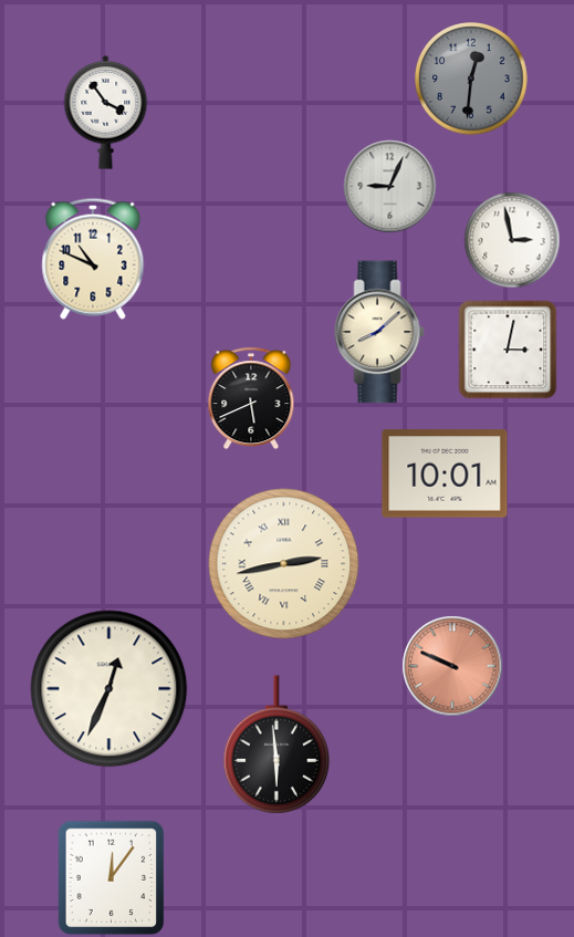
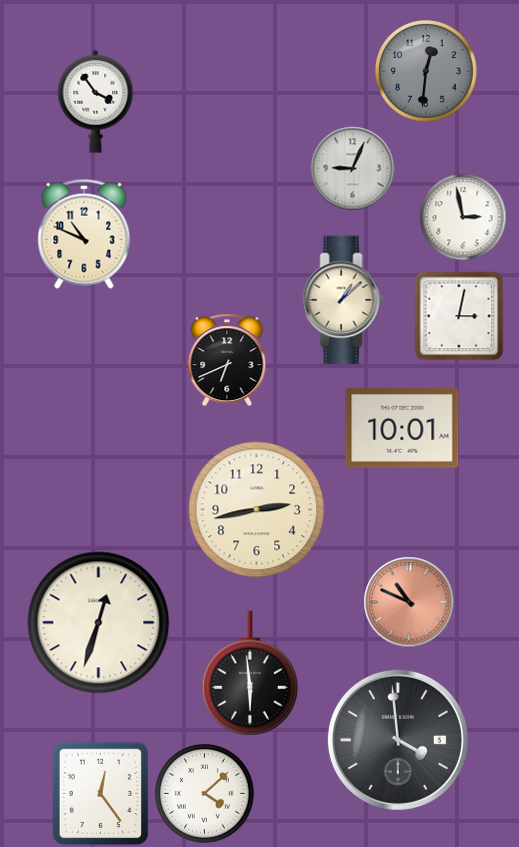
clock at (379, 332): 8:08 -> 1:08
clock at (251, 398): 5:41 -> 6:41
clock at (284, 564) numerals: Roman -> Arabic
clock at (452, 666): 9:49 -> 10:49
clock at (109, 689): 12:34 -> 12:33
clock at (398, 740): none -> 3:59
clock at (112, 877): 12:06 -> 12:24
clock at (205, 794): none -> 4:08
